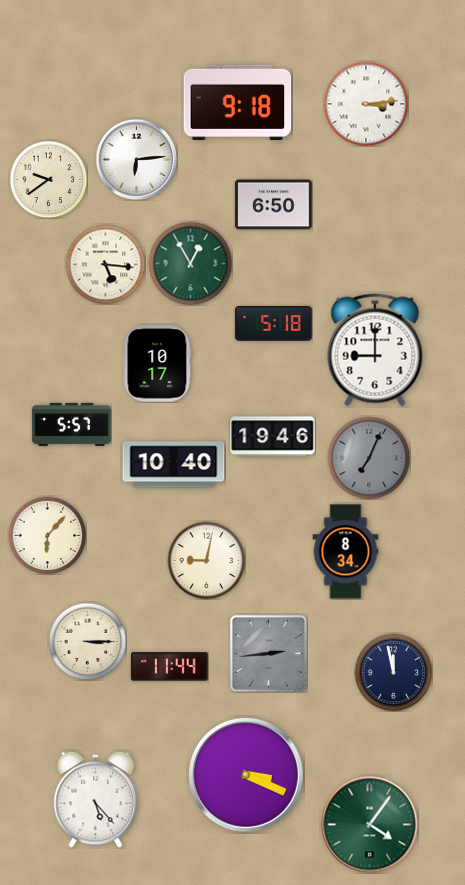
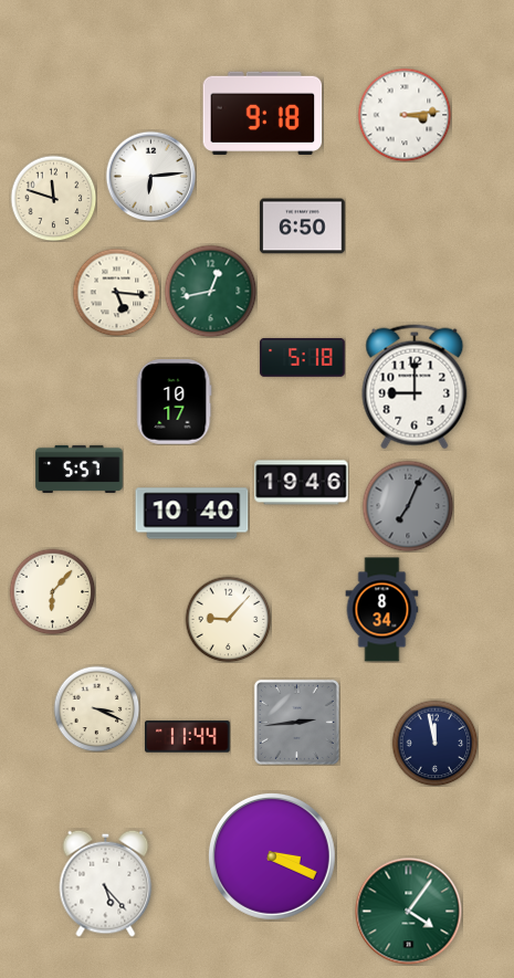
clock at (48, 179): 9:39 -> 11:48
clock at (190, 263): 12:55 -> 12:43
clock at (206, 560): 9:02 -> 9:07
clock at (87, 641): 3:15 -> 3:19
